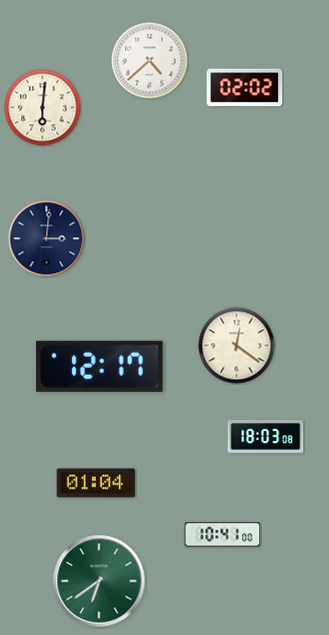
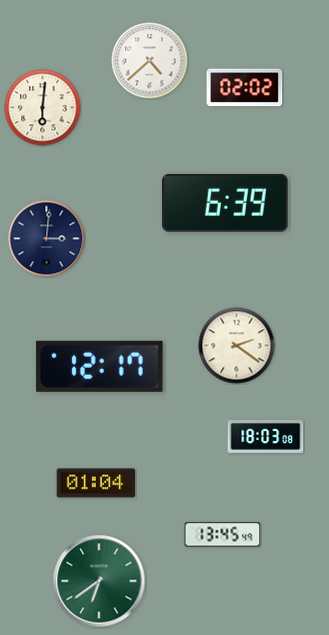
clock at (226, 203): none -> 6:39
clock at (237, 346): 12:21 -> 2:21
clock at (223, 535): 10:41 -> 13:45
